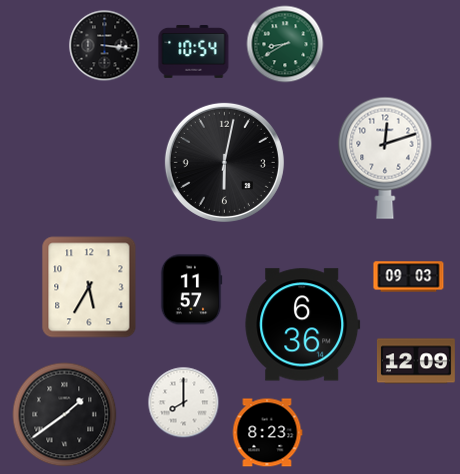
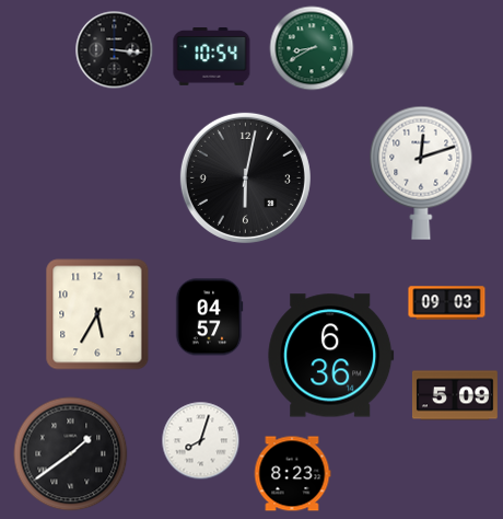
clock at (191, 290): 11:57 -> 04:57
clock at (416, 361): 12:09 -> 5:09
clock at (184, 403): 8:00 -> 8:03
